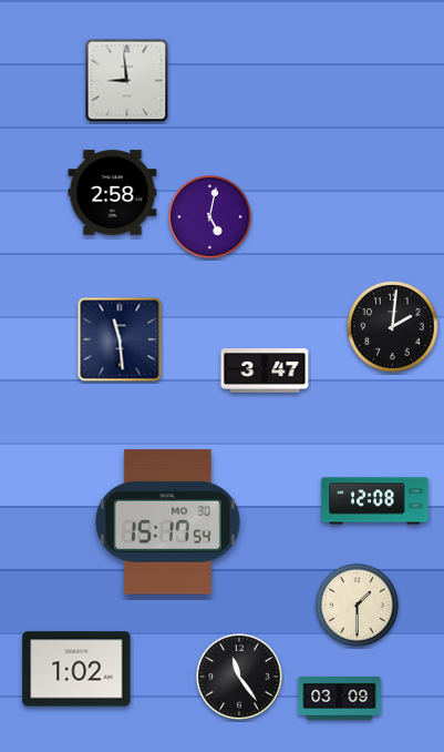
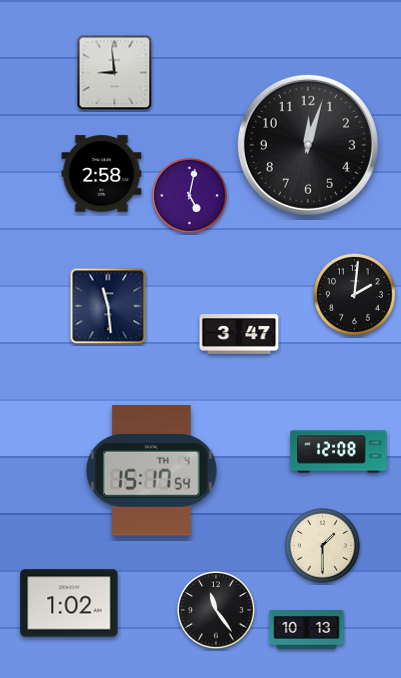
clock at (308, 145): none -> 12:03
clock at (167, 522) date: MO 30 -> TH 4
clock at (340, 699): 03:09 -> 10:13
